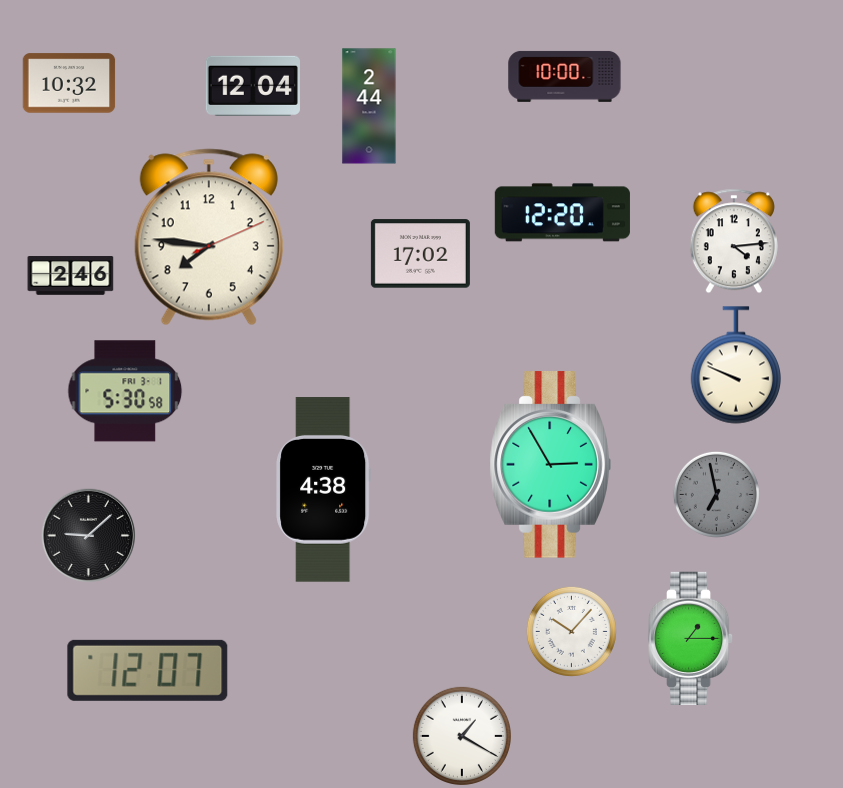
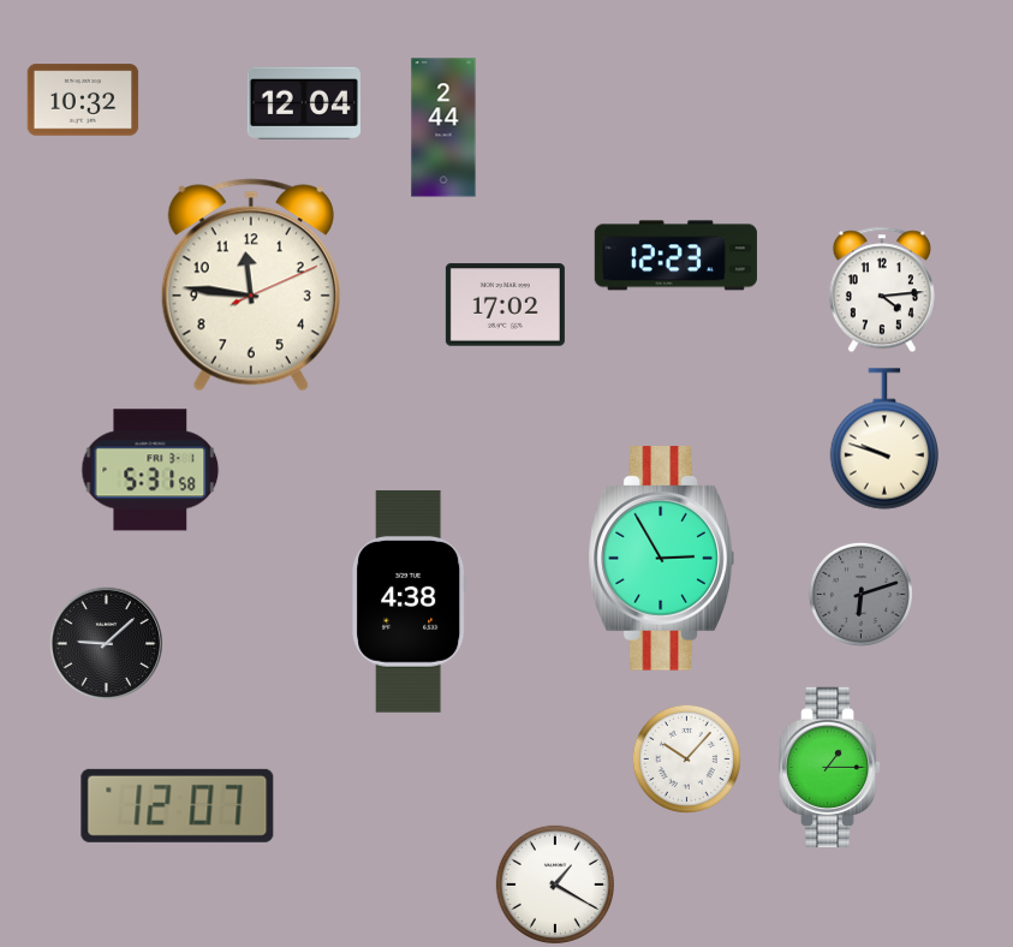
clock at (565, 76): 10:00 -> none
clock at (562, 213): 12:20 -> 12:23
clock at (209, 237): 7:46 -> 11:46
clock at (71, 276): 2:46 -> none
clock at (735, 365): 9:49 -> 9:48
clock at (125, 391): 5:30 -> 5:31
clock at (324, 490) position: (324, 490) -> (410, 602)
clock at (716, 494): 6:58 -> 6:12
